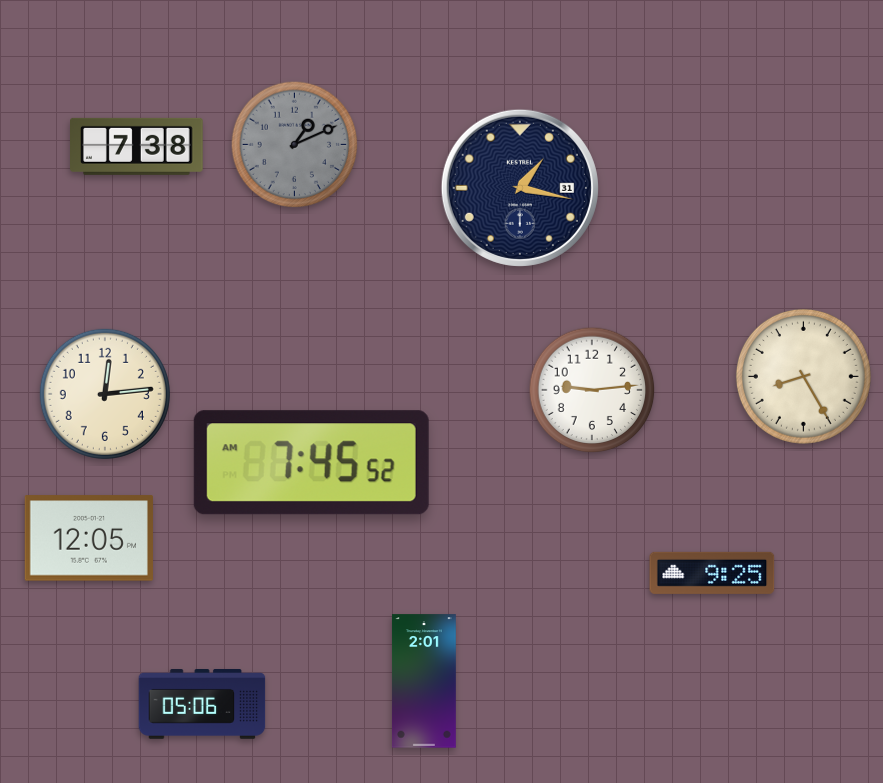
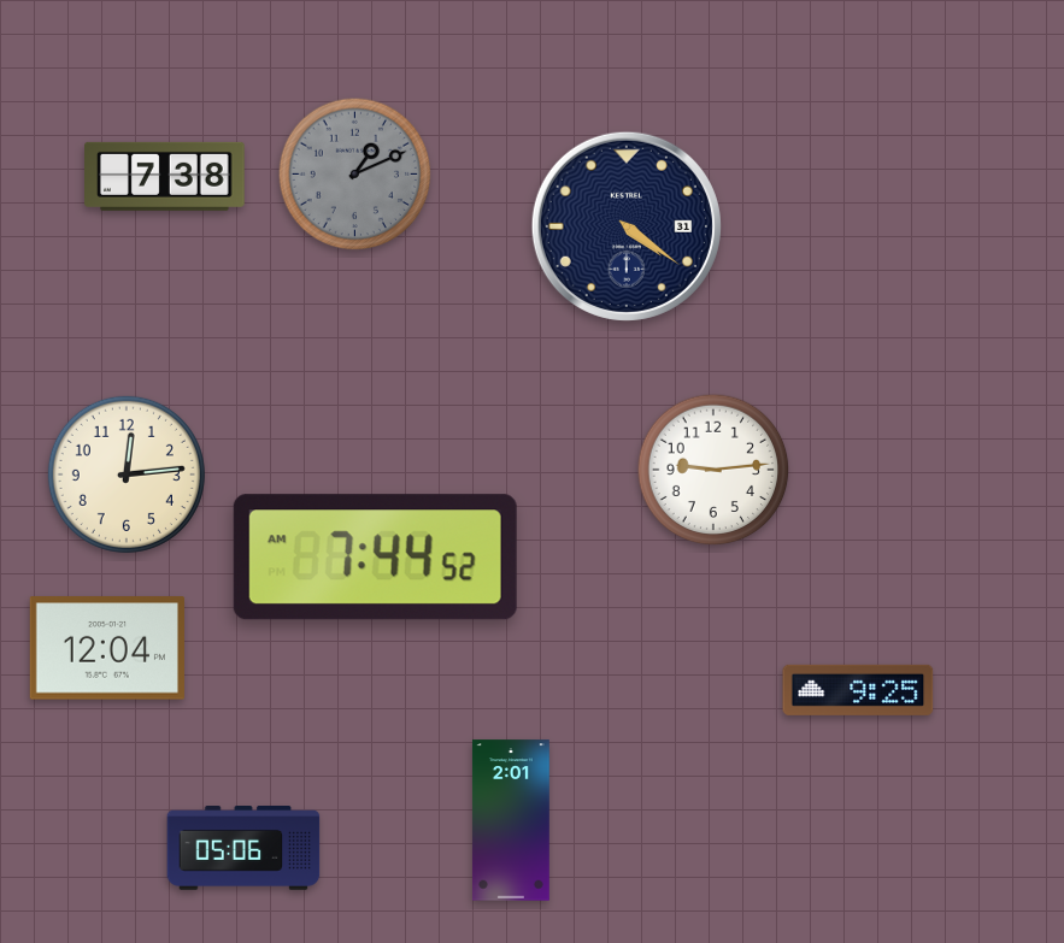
clock at (520, 188): 1:17 -> 4:21
clock at (803, 376): 8:25 -> none
clock at (311, 463): 7:45 -> 7:44
clock at (89, 538): 12:05 -> 12:04
